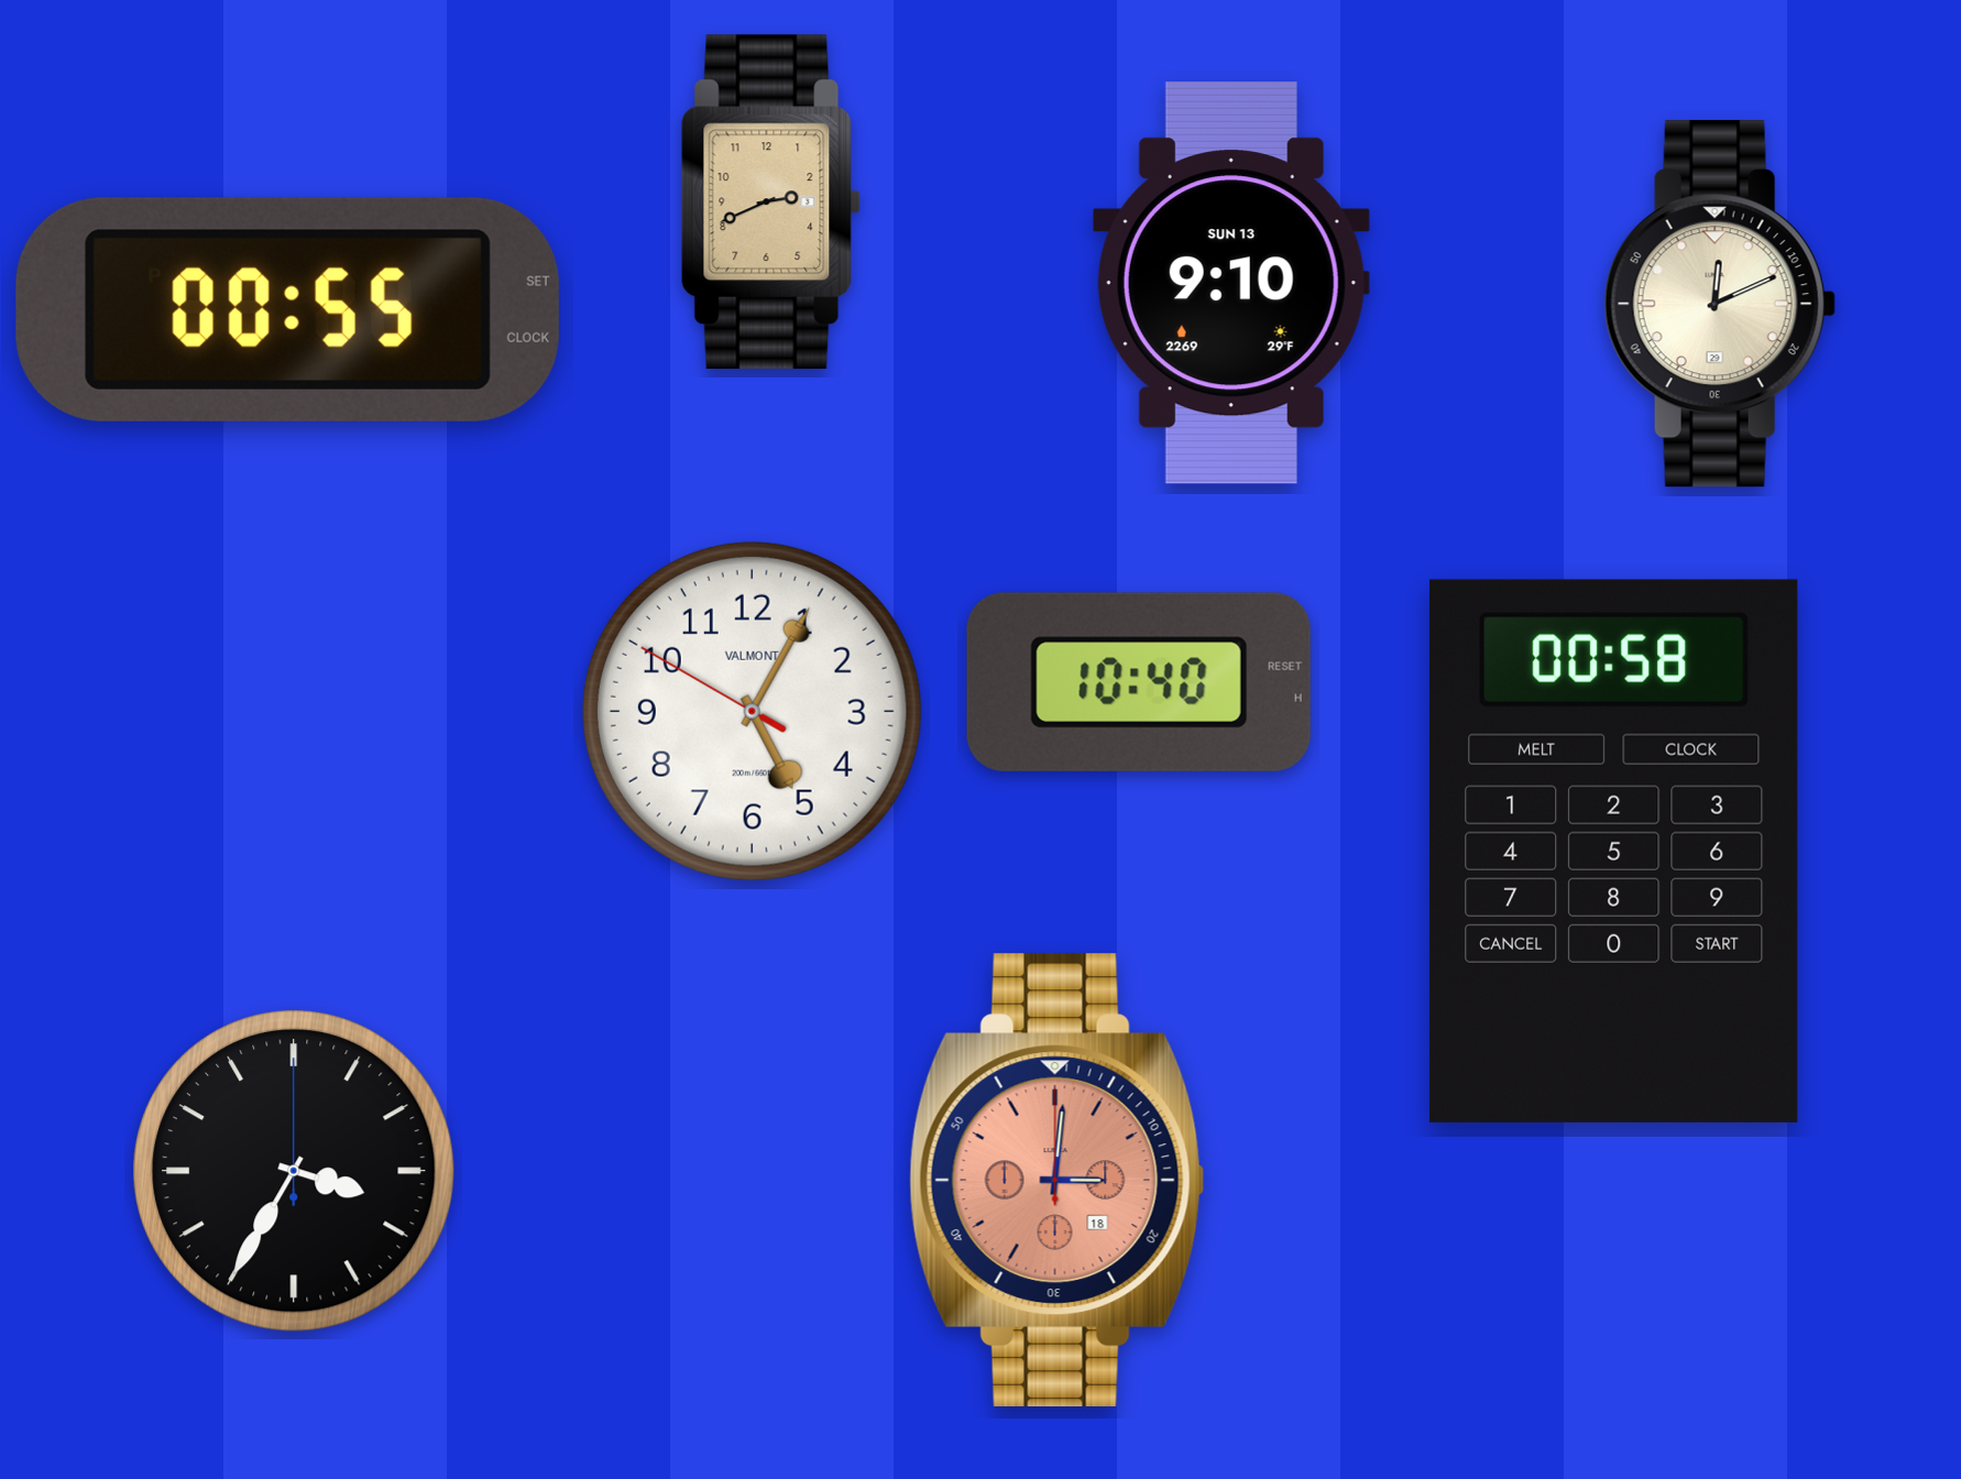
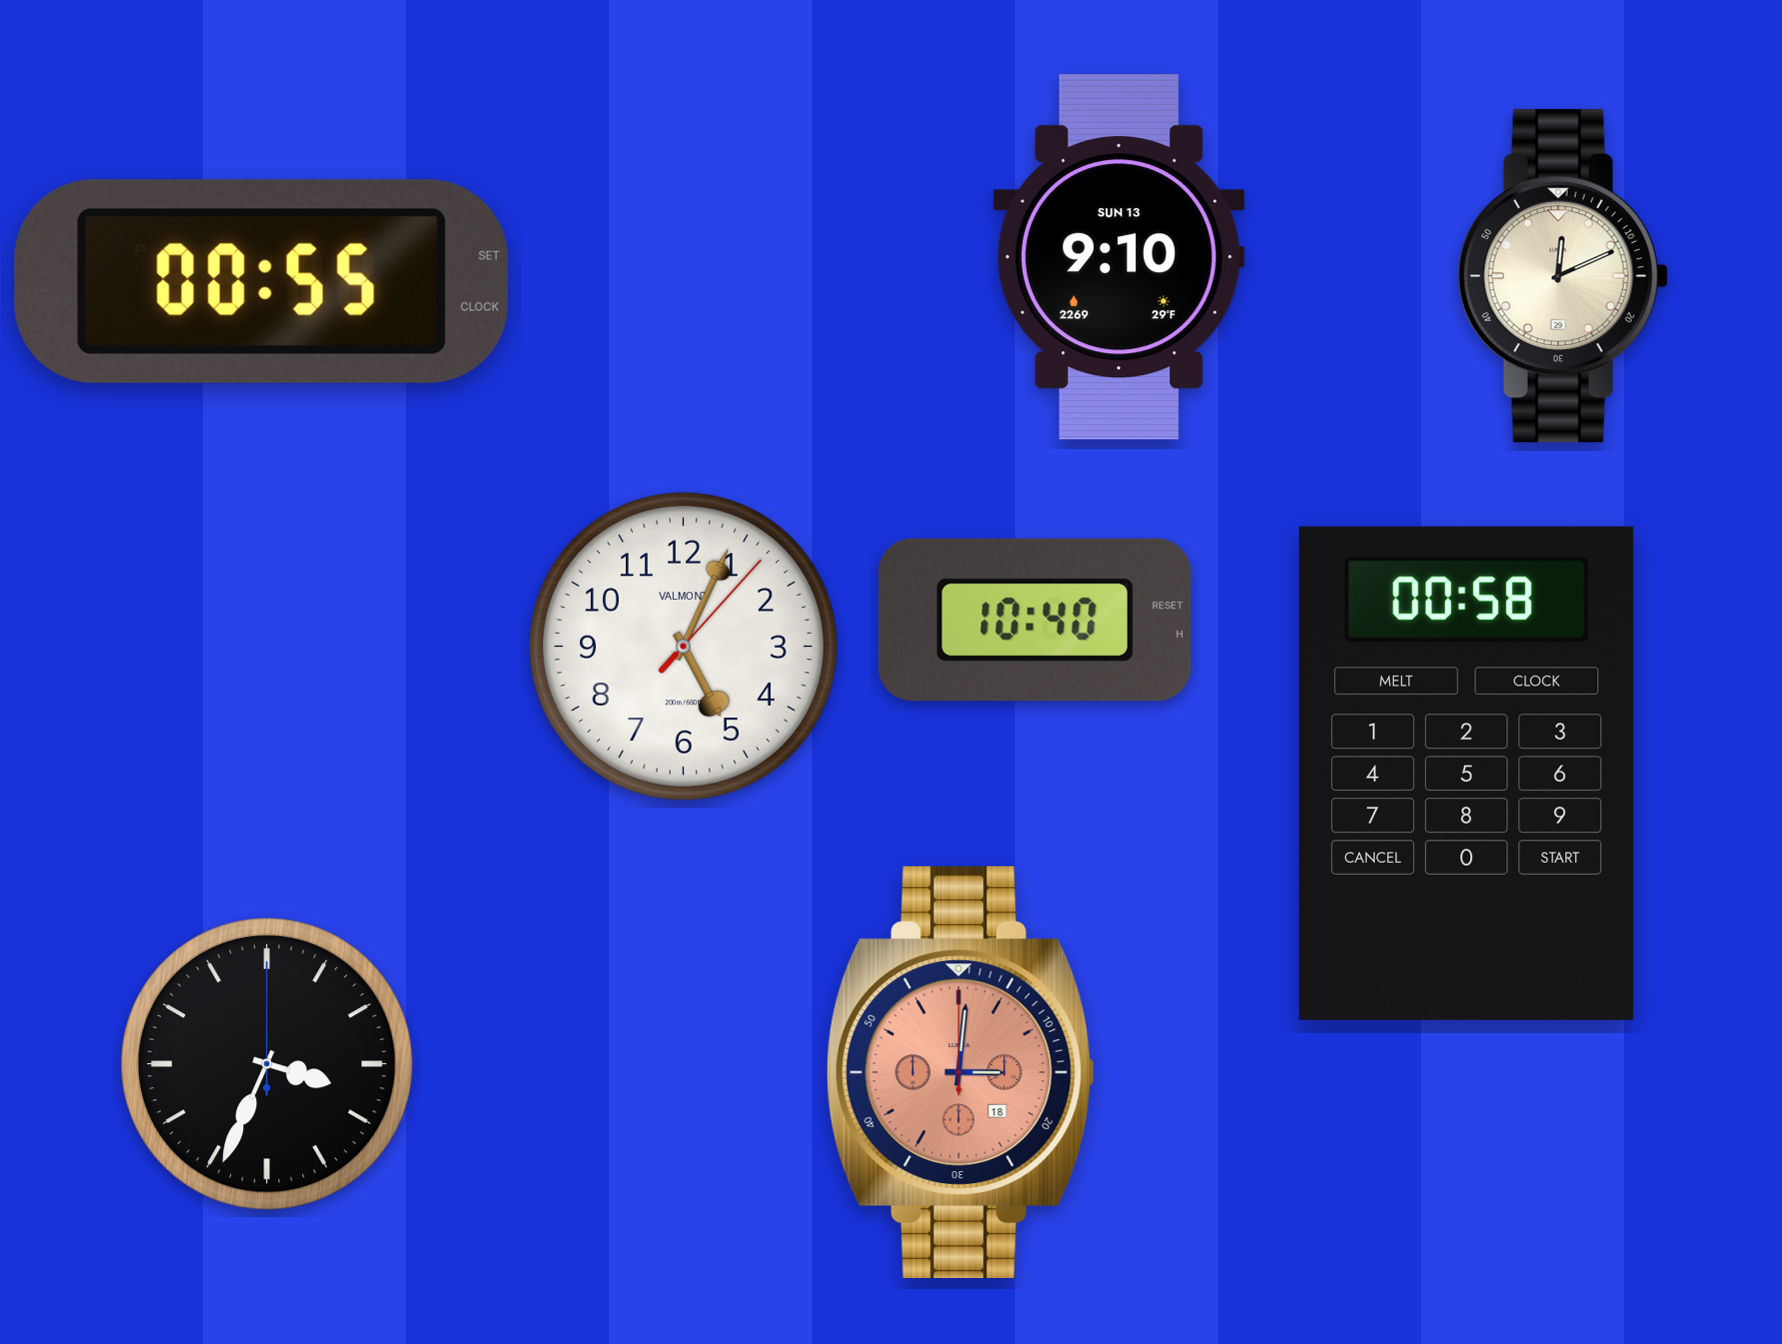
clock at (770, 202): 2:41 -> none
clock at (752, 711): 5:04:50 -> 5:04:07
clock at (295, 1172): 3:35 -> 3:34
